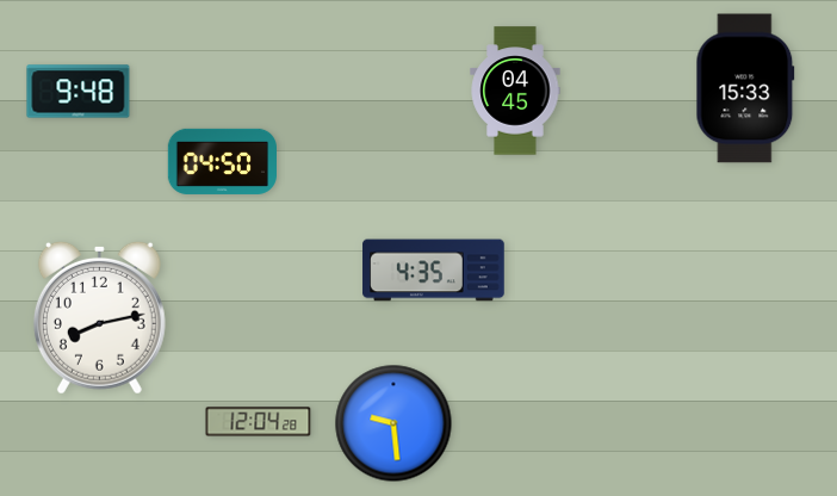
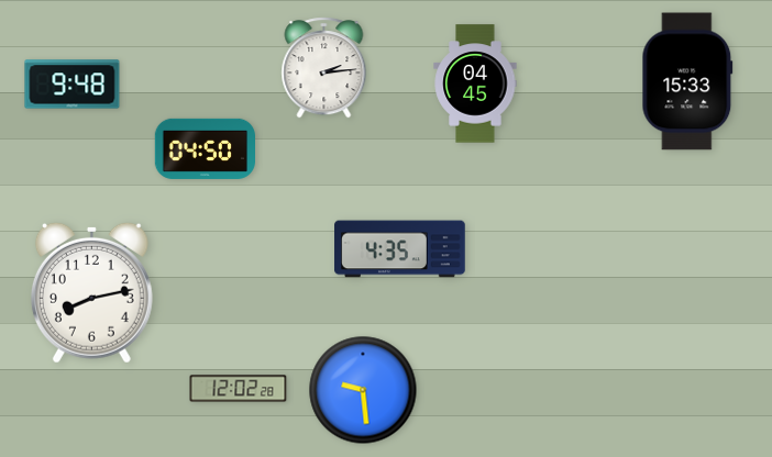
clock at (324, 68): none -> 2:14
clock at (259, 422): 12:04 -> 12:02
